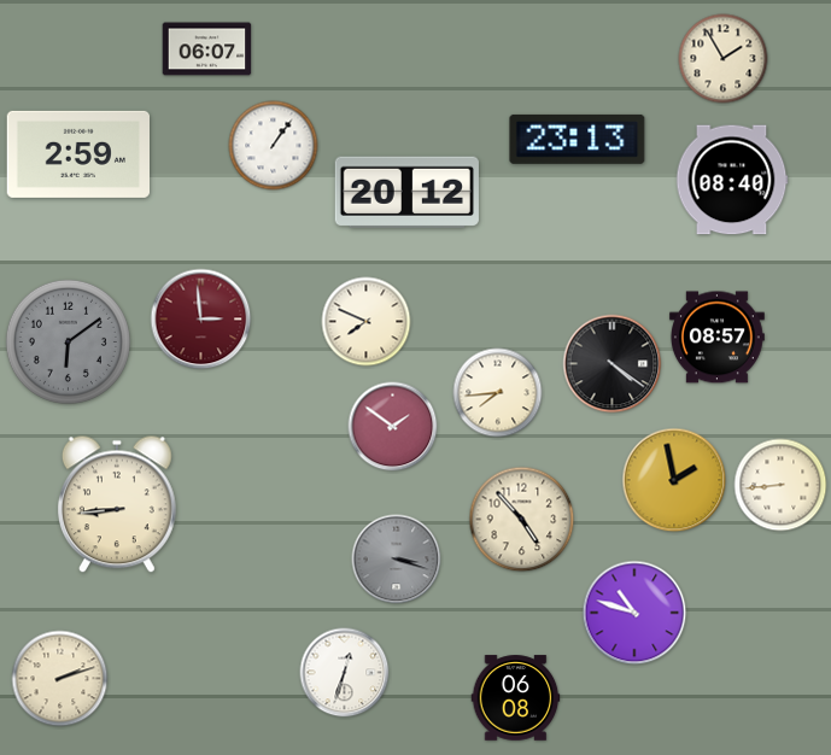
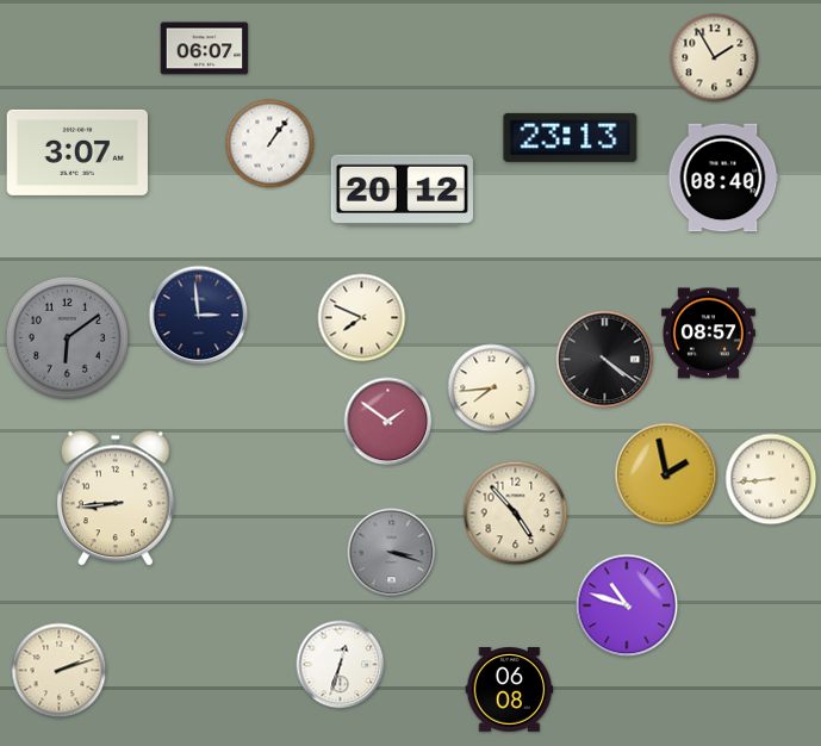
clock at (78, 154): 2:59 -> 3:07
clock at (201, 320) dial: burgundy -> navy
